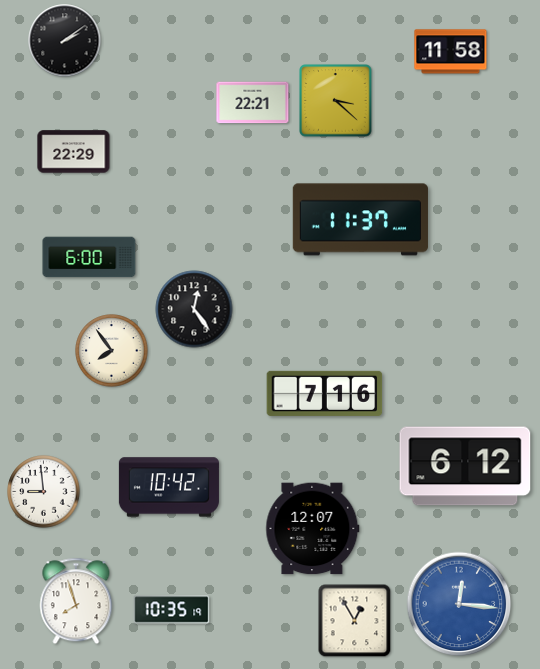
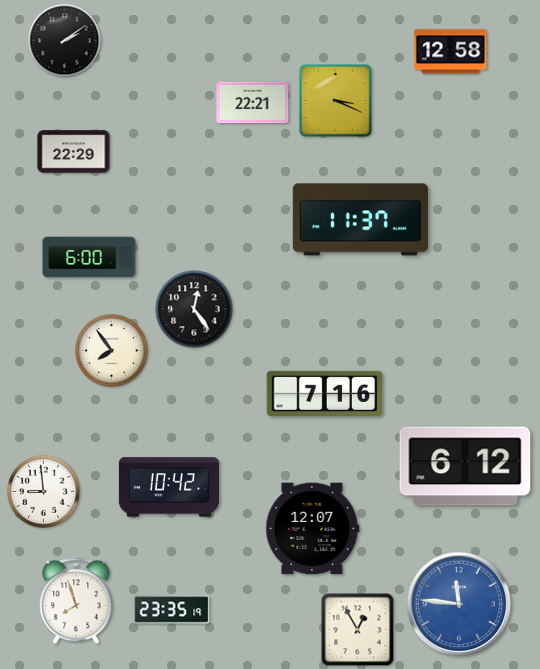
clock at (451, 52): 11:58 -> 12:58
clock at (336, 101): 3:22 -> 3:19
clock at (459, 604): 12:16 -> 11:46
clock at (172, 610): 10:35 -> 23:35
clock at (355, 621) position: (355, 621) -> (358, 630)
